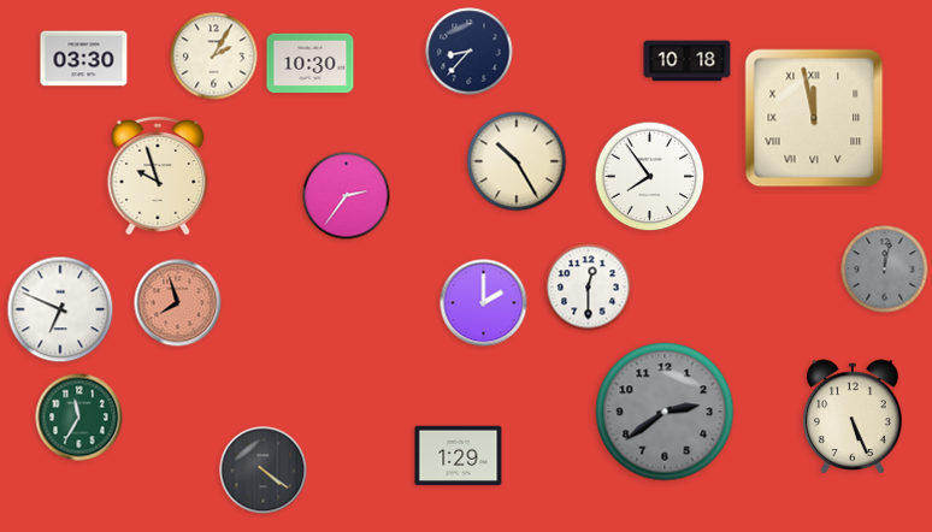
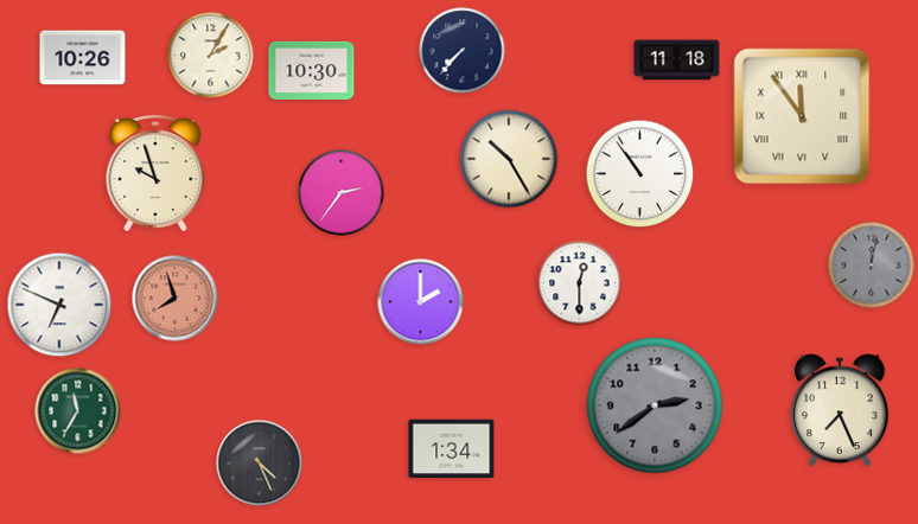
clock at (470, 52): 8:37 -> 7:37
clock at (84, 59): 03:30 -> 10:26
clock at (688, 61): 10:18 -> 11:18
clock at (311, 63) position: (311, 63) -> (312, 70)
clock at (814, 118): 11:58 -> 11:54
clock at (650, 177): 7:54 -> 10:54
clock at (484, 303) position: (484, 303) -> (421, 302)
clock at (853, 416): 5:26 -> 7:26
clock at (459, 456): 1:29 -> 1:34
clock at (264, 471): 4:21 -> 4:26
